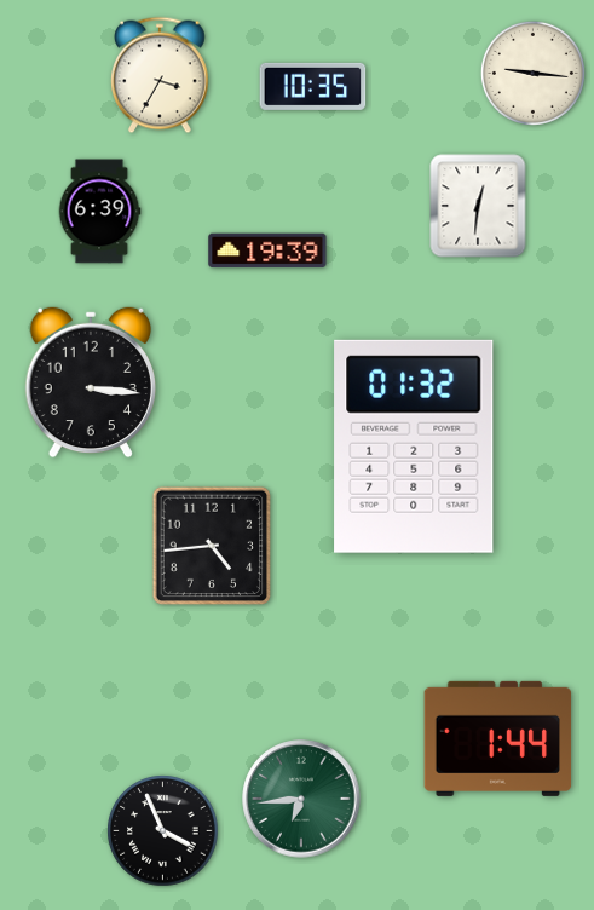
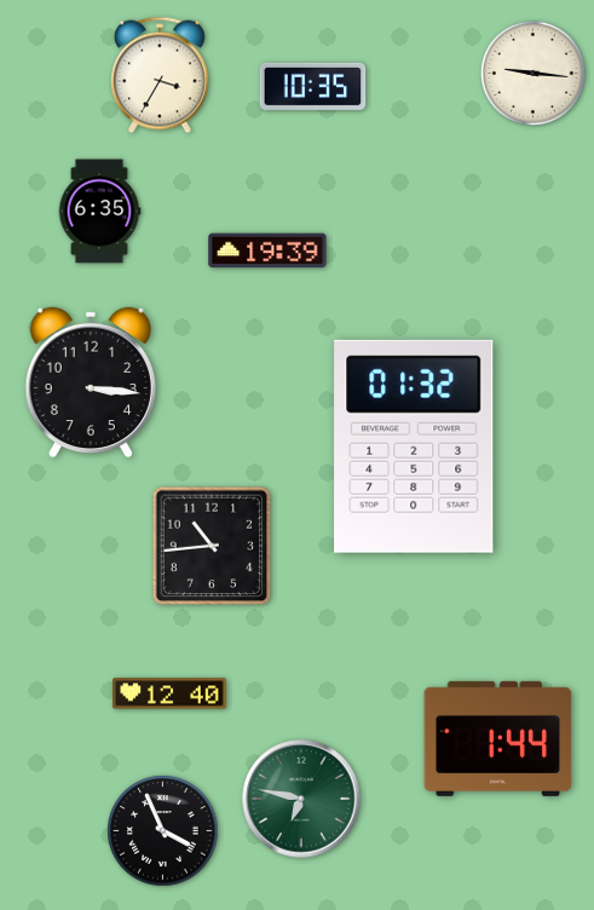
clock at (478, 206): 12:31 -> none
clock at (99, 212): 6:39 -> 6:35
clock at (212, 546): 4:44 -> 10:44
clock at (169, 693): none -> 12:40
clock at (301, 799): 6:44 -> 6:47
